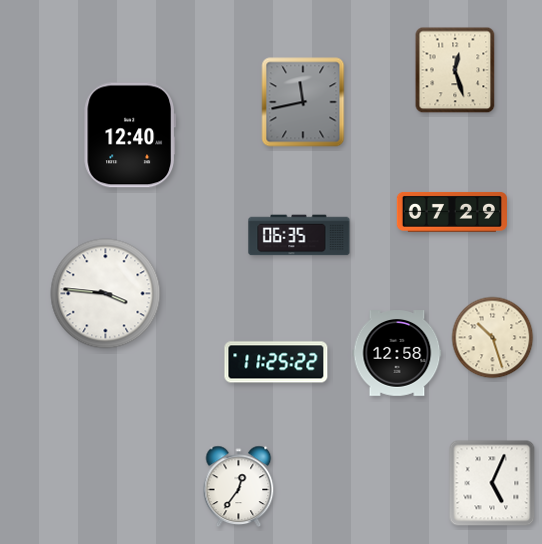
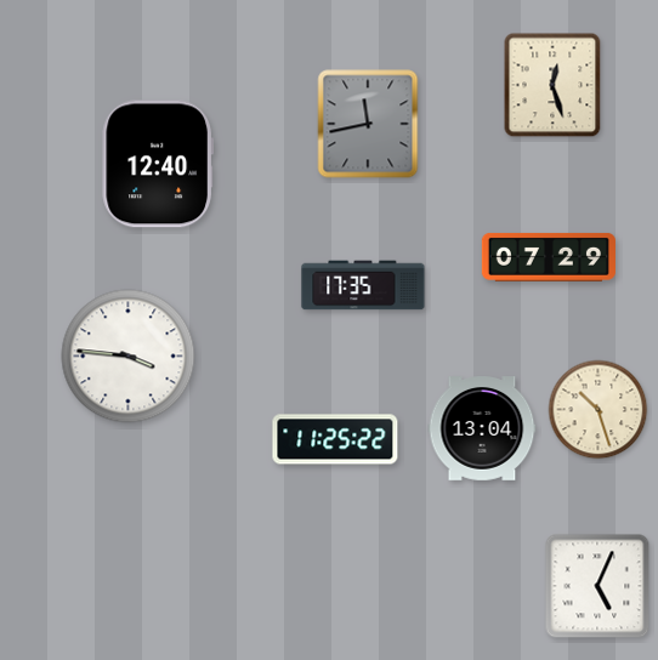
clock at (299, 235): 06:35 -> 17:35
clock at (397, 353): 12:58 -> 13:04
clock at (239, 486): 12:36 -> none
